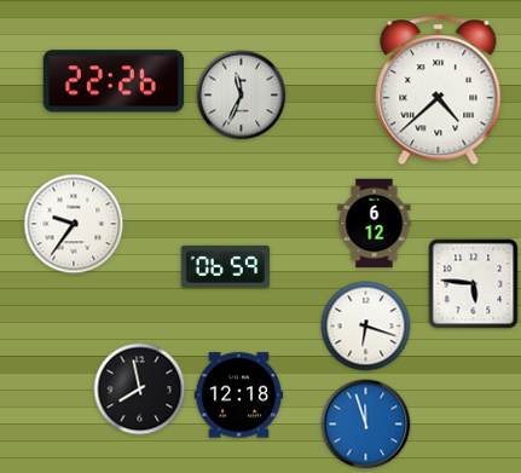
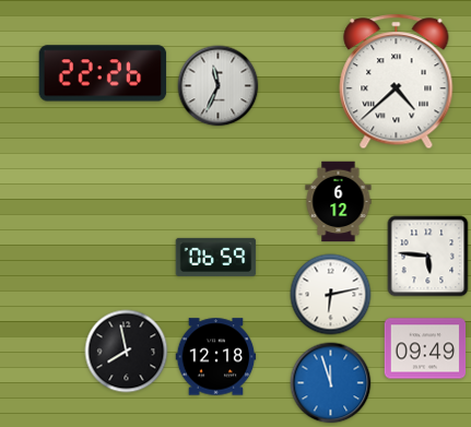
clock at (74, 224): 9:36 -> none
clock at (226, 266) position: (226, 266) -> (216, 257)
clock at (366, 327): 6:18 -> 6:13
clock at (425, 348): none -> 09:49
